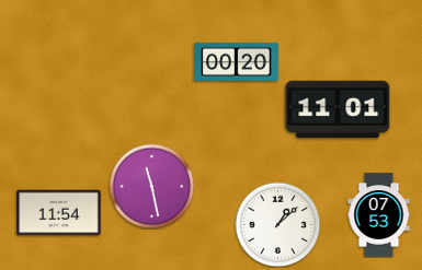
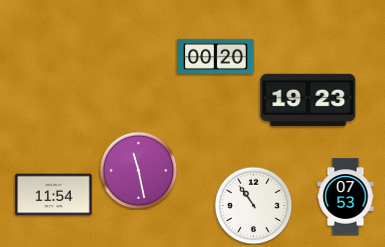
clock at (338, 109): 11:01 -> 19:23
clock at (277, 224): 1:08 -> 10:54
